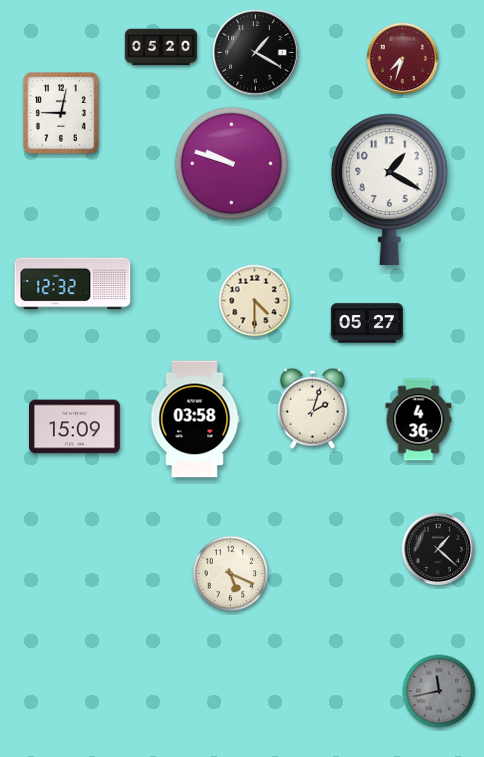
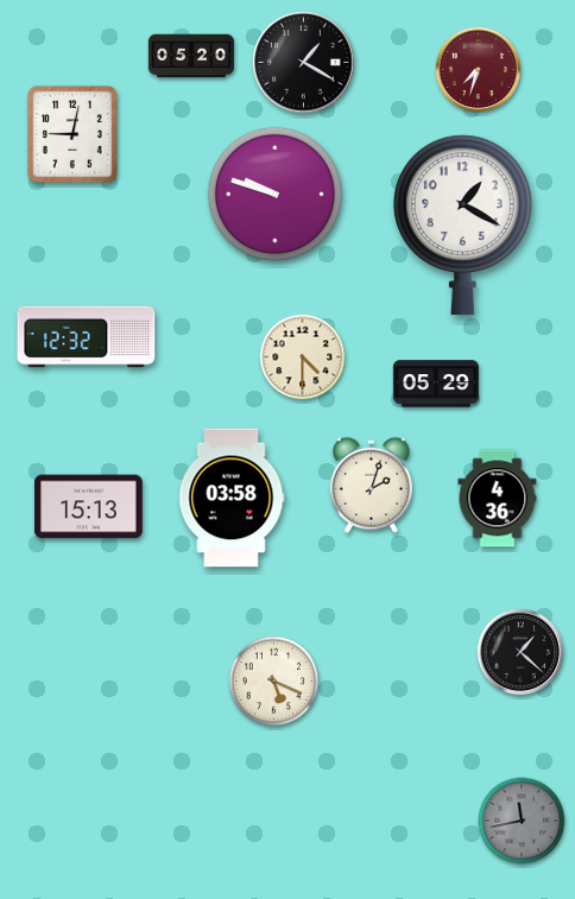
clock at (367, 323): 05:27 -> 05:29
clock at (75, 427): 15:09 -> 15:13
